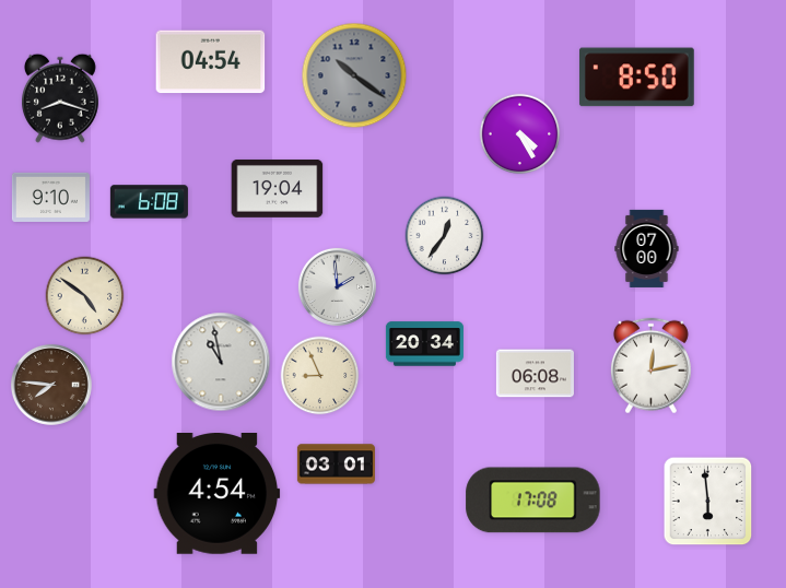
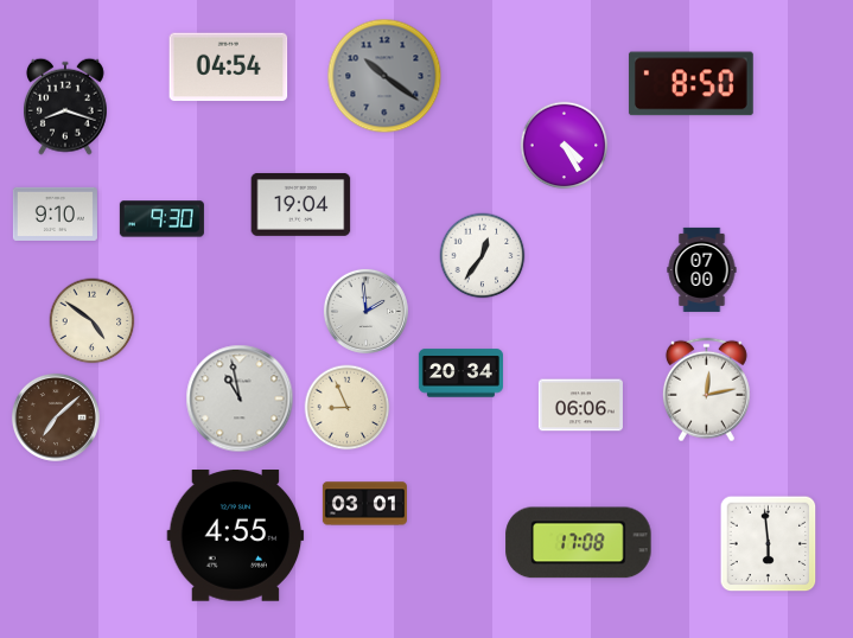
clock at (354, 75) position: (354, 75) -> (384, 76)
clock at (149, 202): 6:08 -> 9:30
clock at (221, 362) position: (221, 362) -> (240, 398)
clock at (650, 366) position: (650, 366) -> (706, 390)
clock at (535, 374): 06:08 -> 06:06
clock at (51, 385): 7:46 -> 7:08
clock at (218, 494): 4:54 -> 4:55
